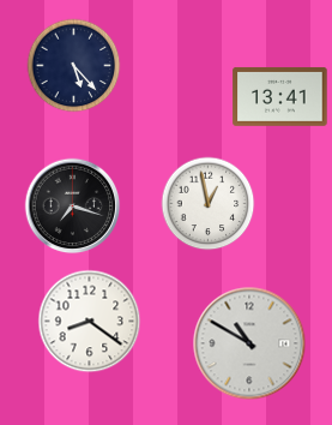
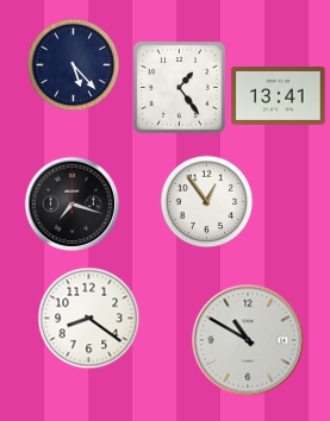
clock at (179, 87): none -> 1:24
clock at (207, 203): 12:58 -> 12:54
